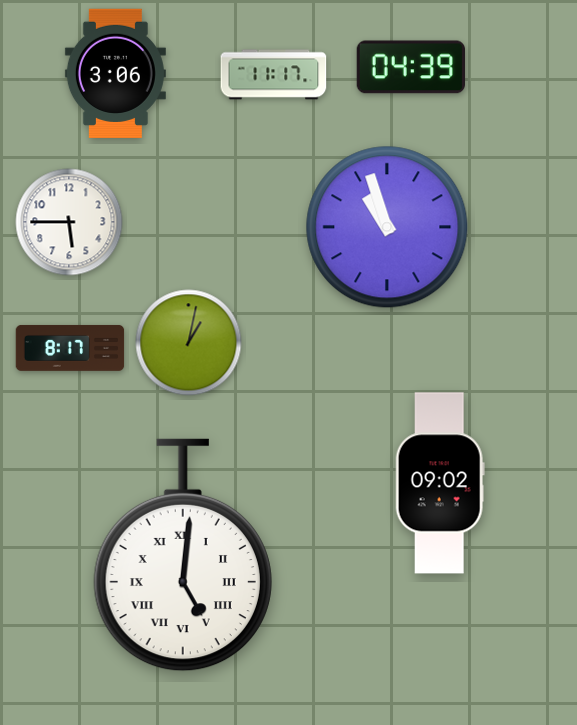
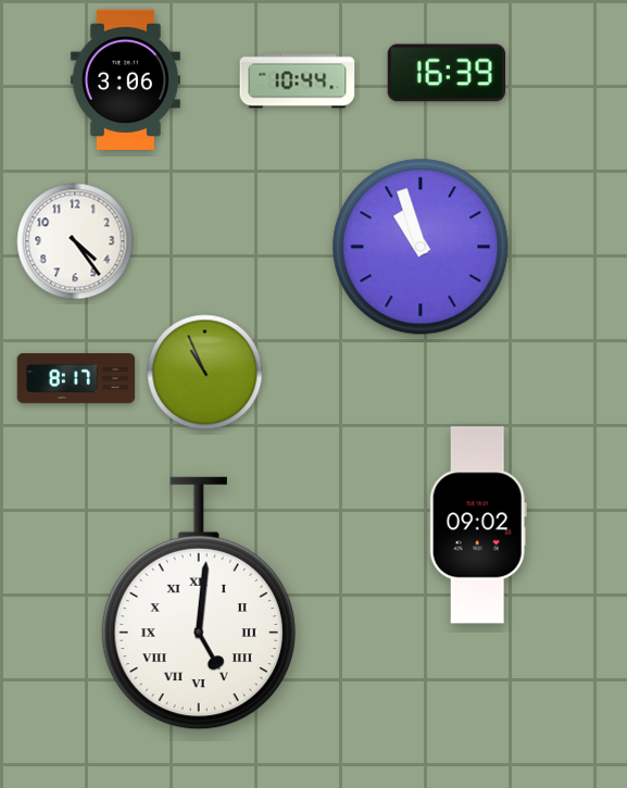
clock at (410, 67): 04:39 -> 16:39
clock at (274, 75): 11:17 -> 10:44
clock at (69, 222): 5:45 -> 4:24
clock at (189, 343): 1:02 -> 10:56
